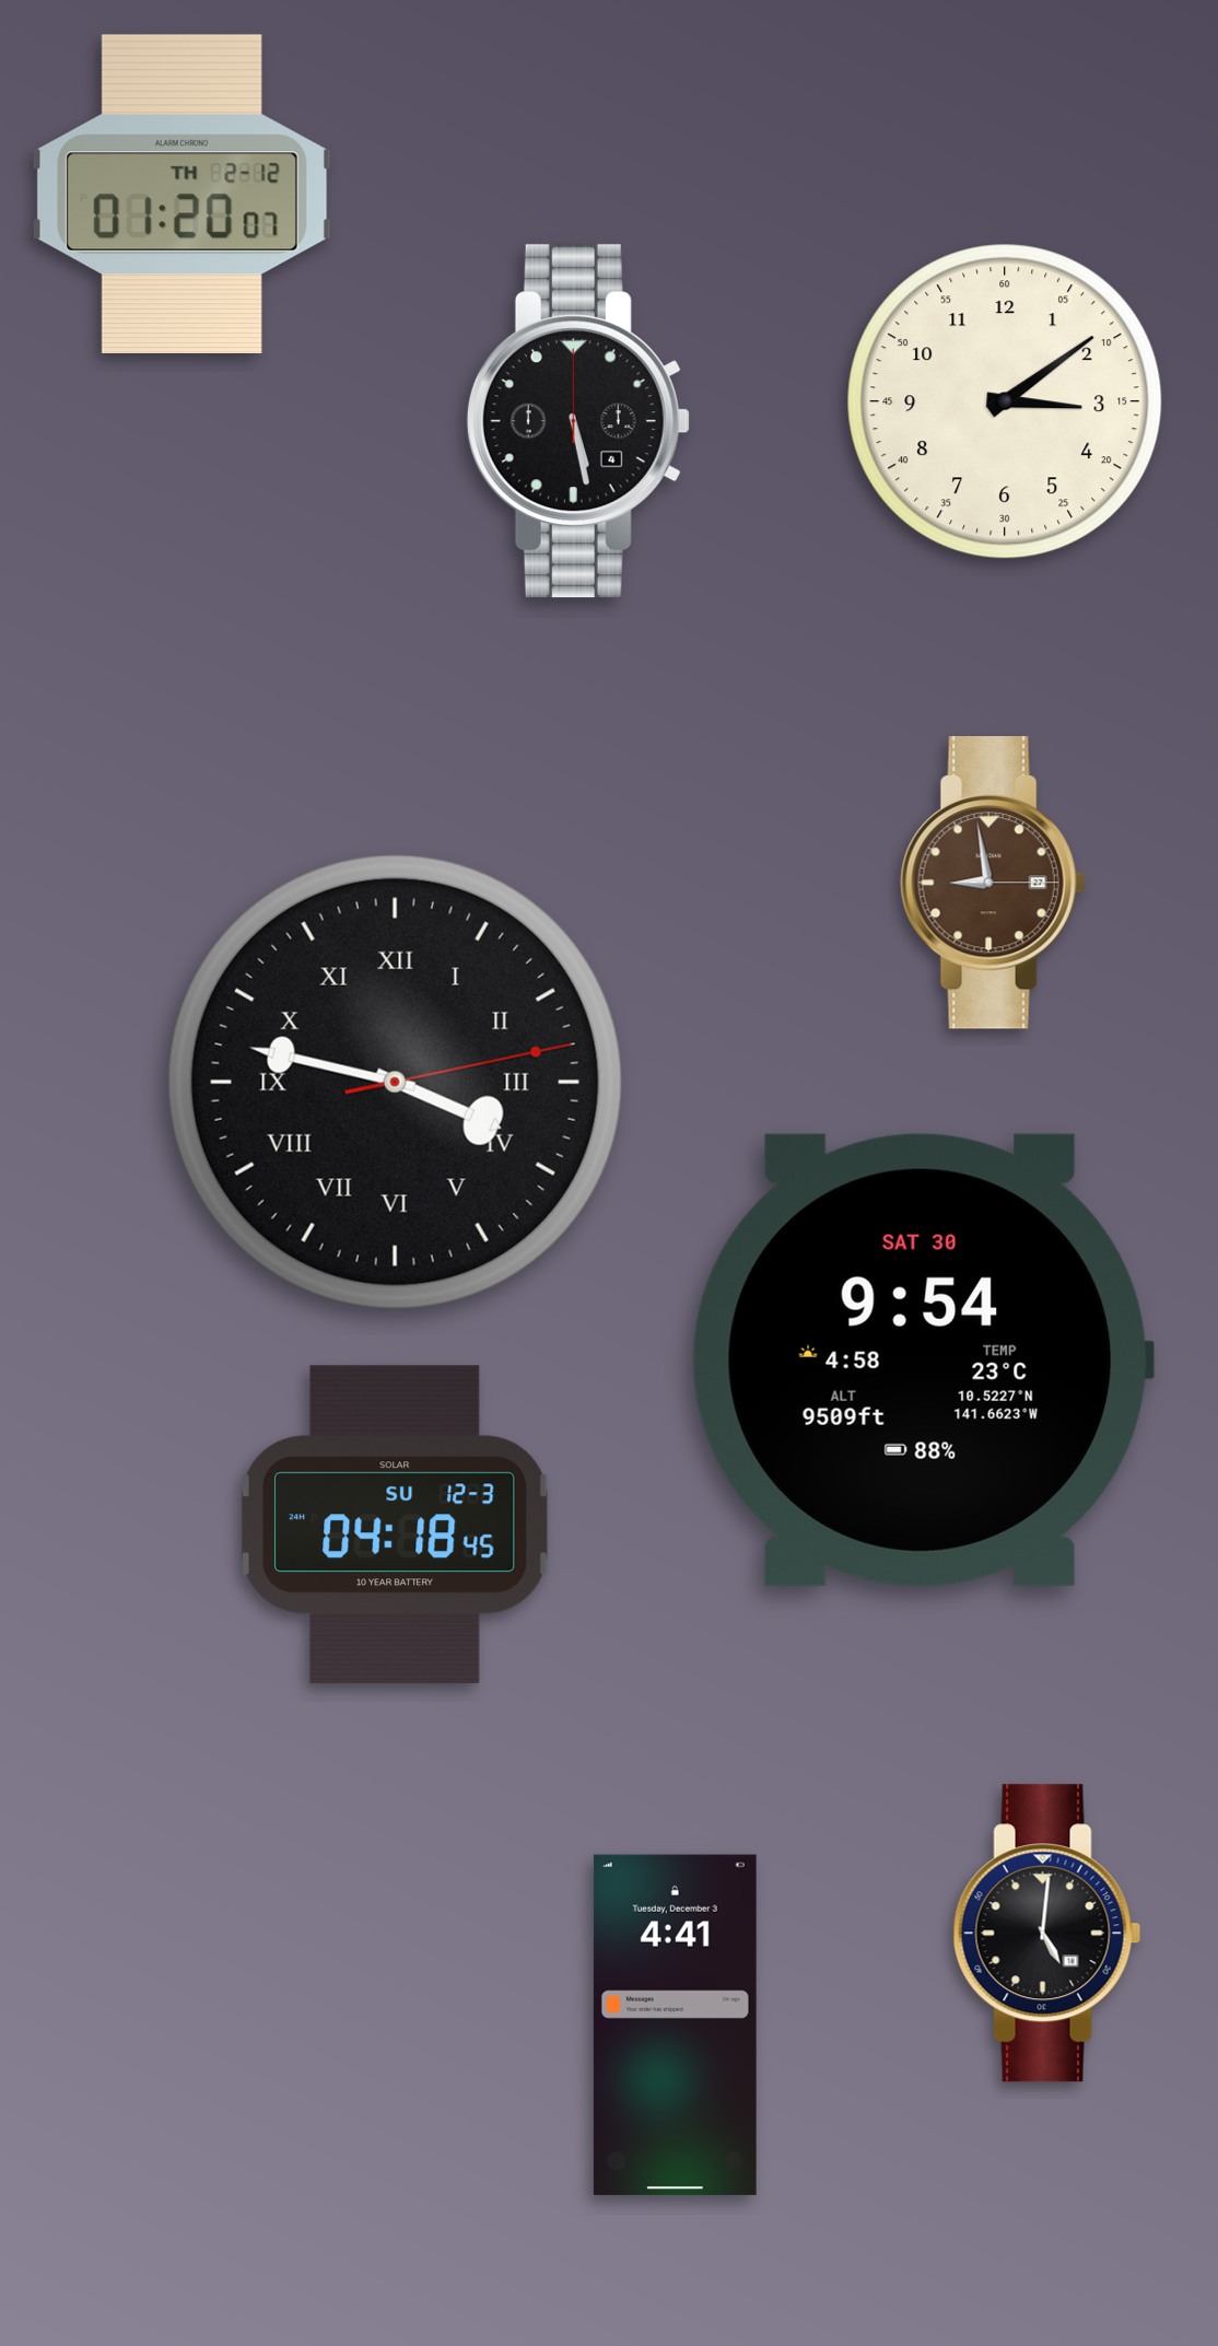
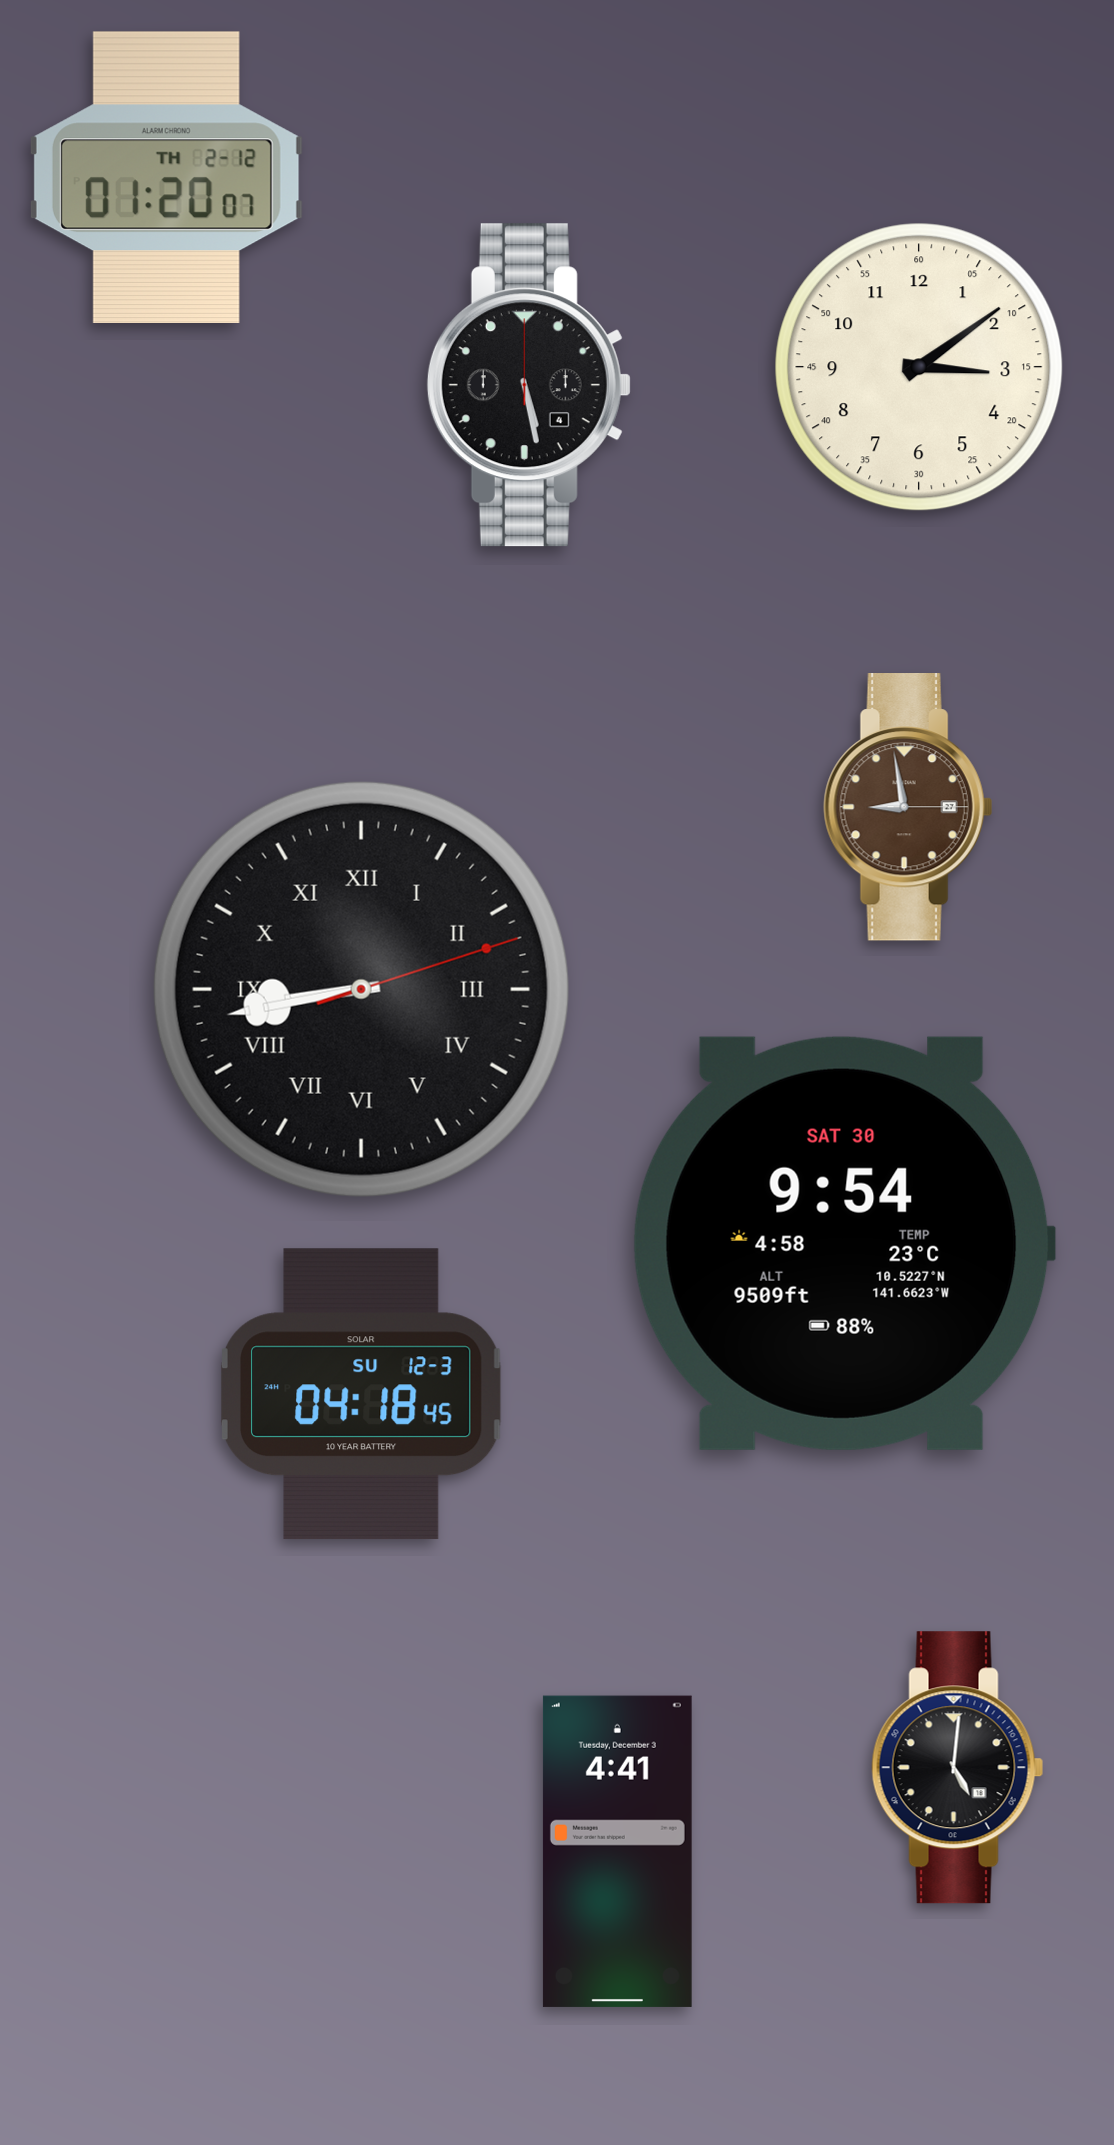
clock at (395, 1082): 3:47 -> 8:43
